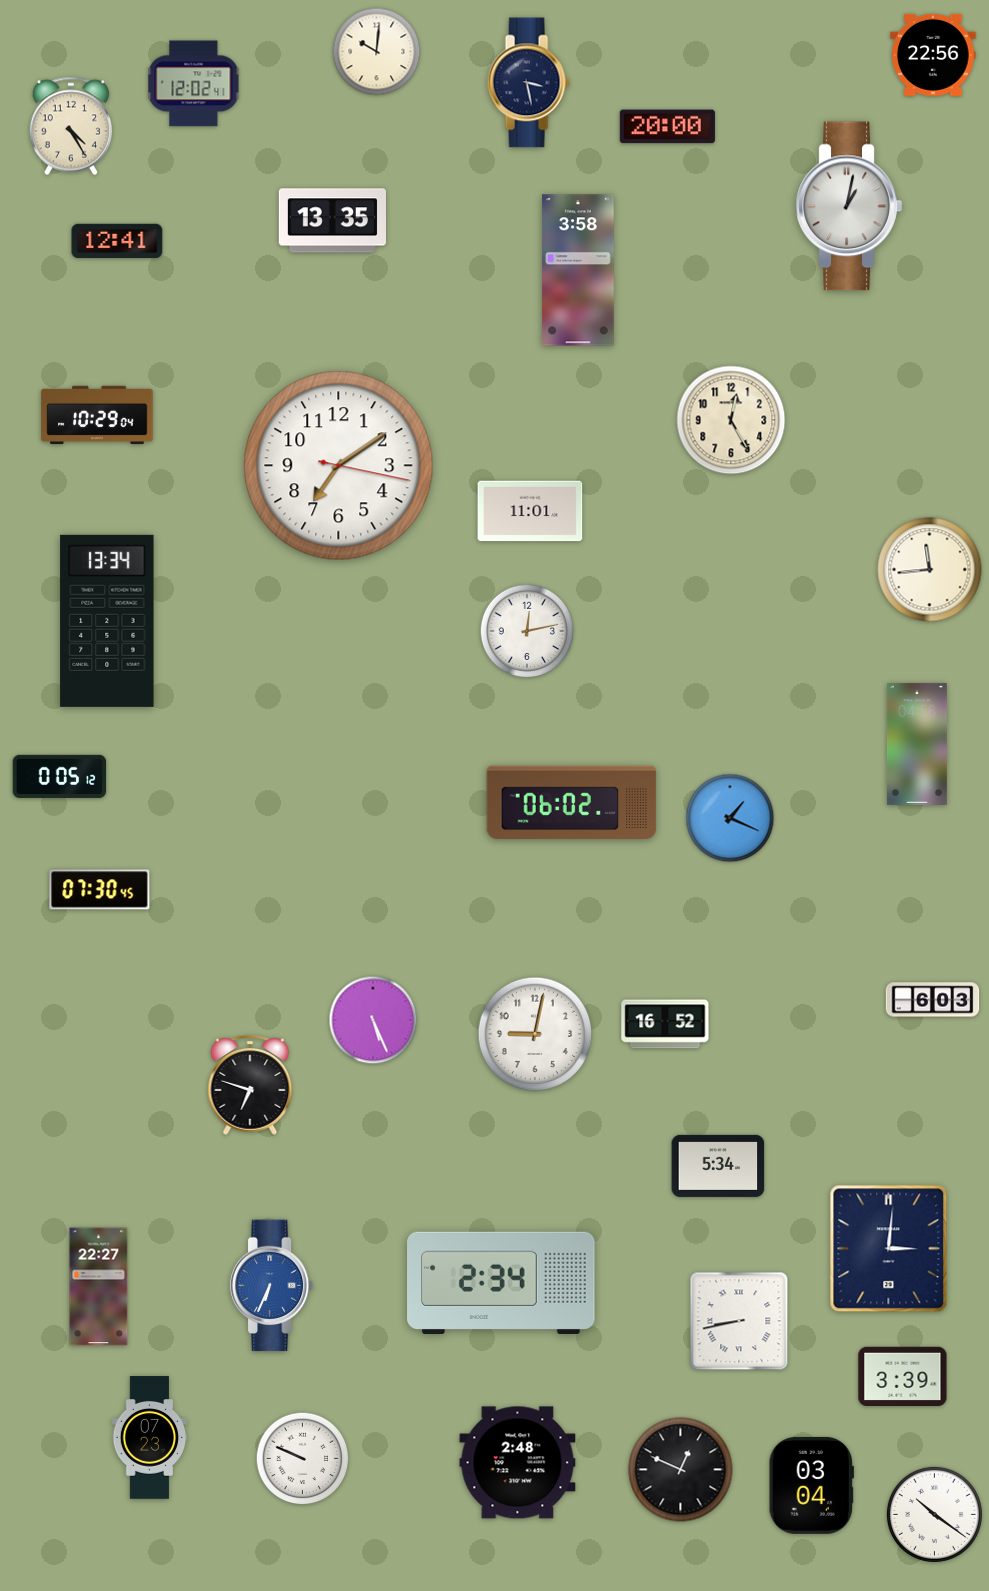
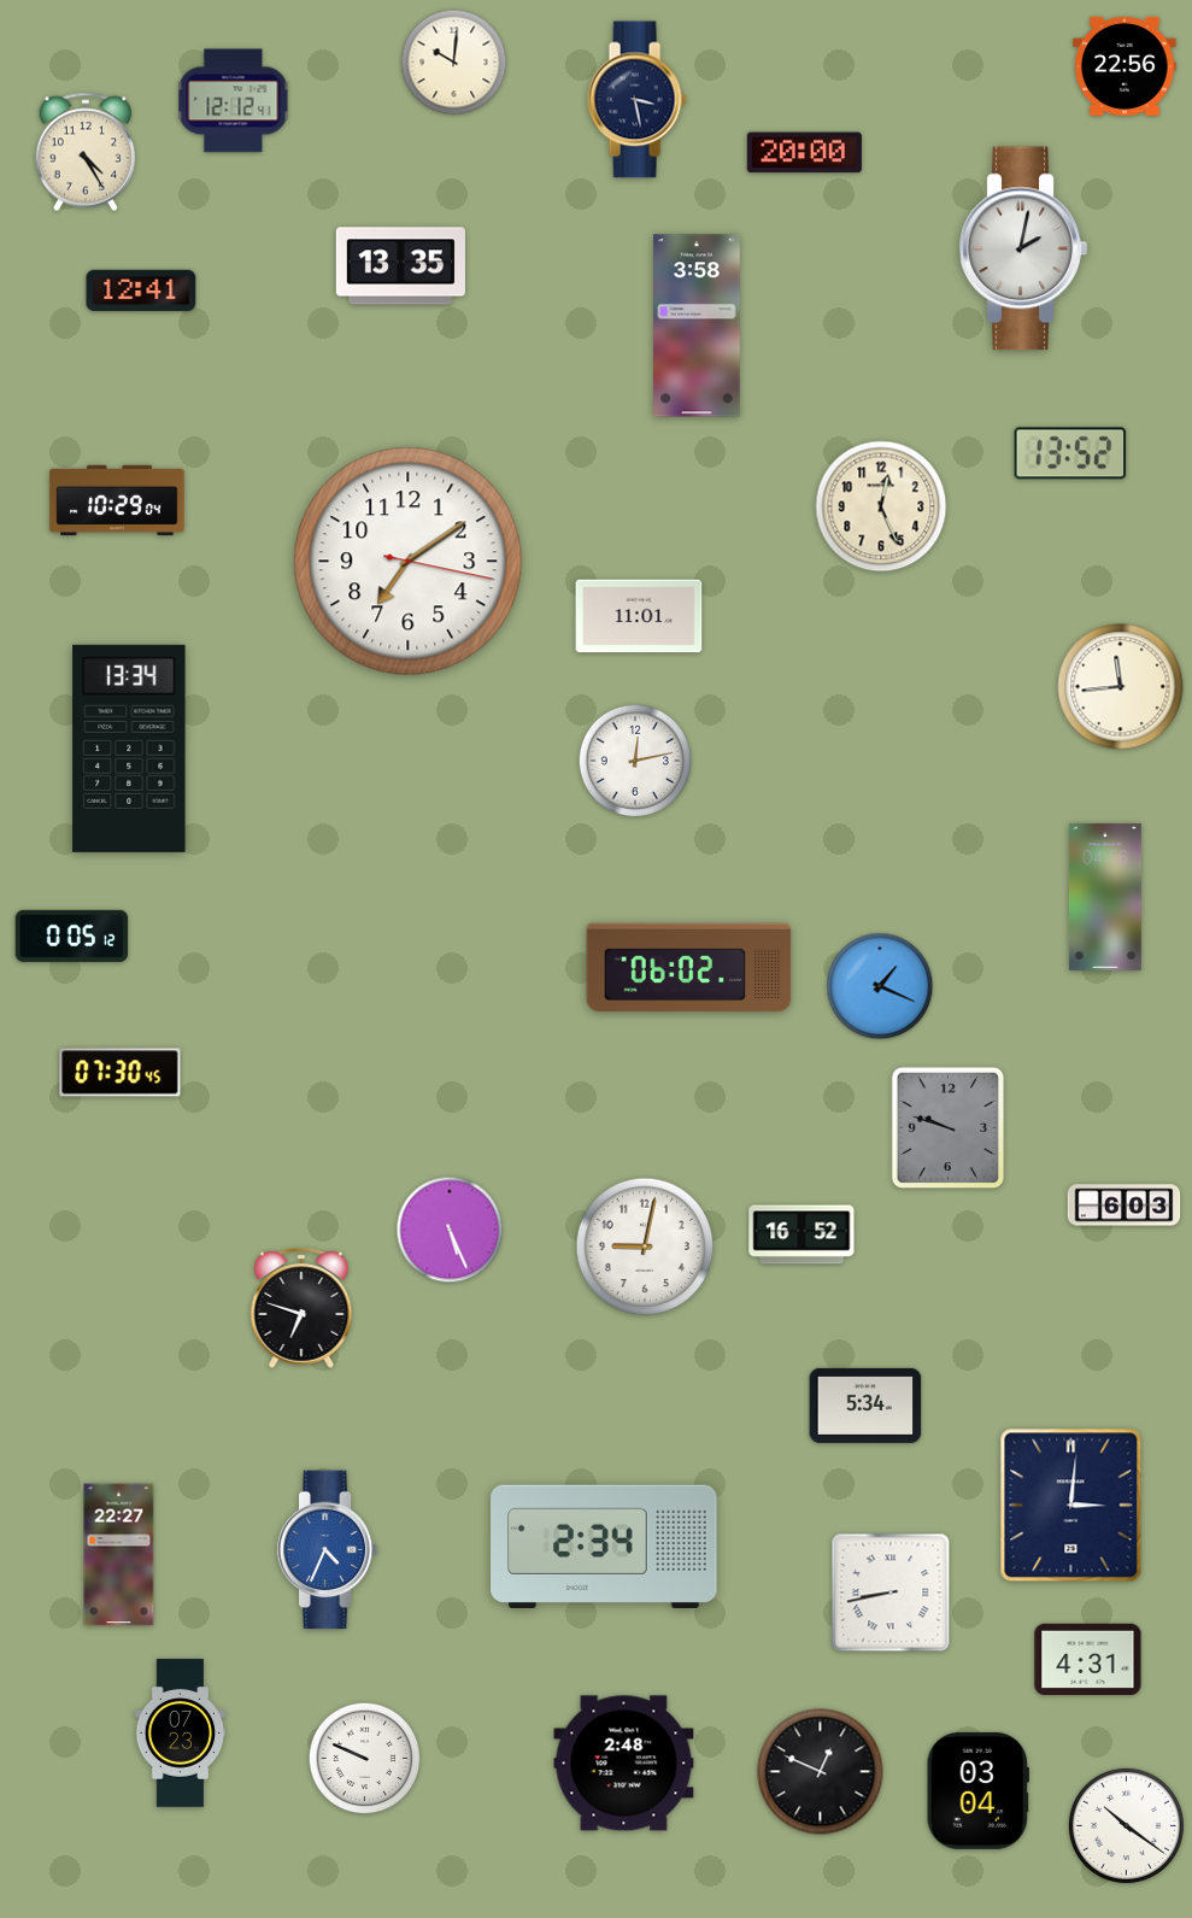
clock at (194, 84): 12:02 -> 12:12
clock at (849, 206): 1:02 -> 2:02
clock at (1070, 453): none -> 13:52
clock at (731, 420): 12:25 -> 12:26
clock at (949, 1128): none -> 9:48
clock at (272, 1286): 6:34 -> 4:34
clock at (99, 1287) position: (99, 1287) -> (119, 1555)
clock at (903, 1376): 3:39 -> 4:31
